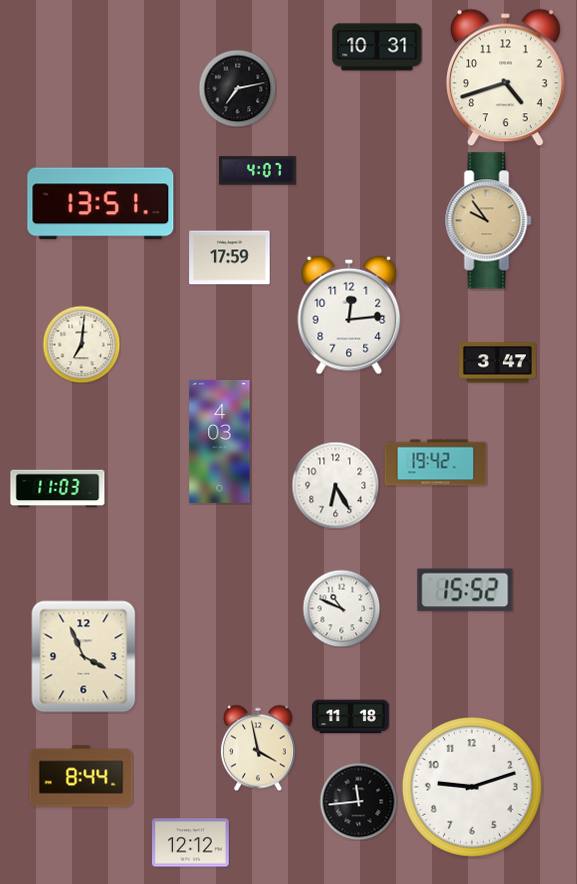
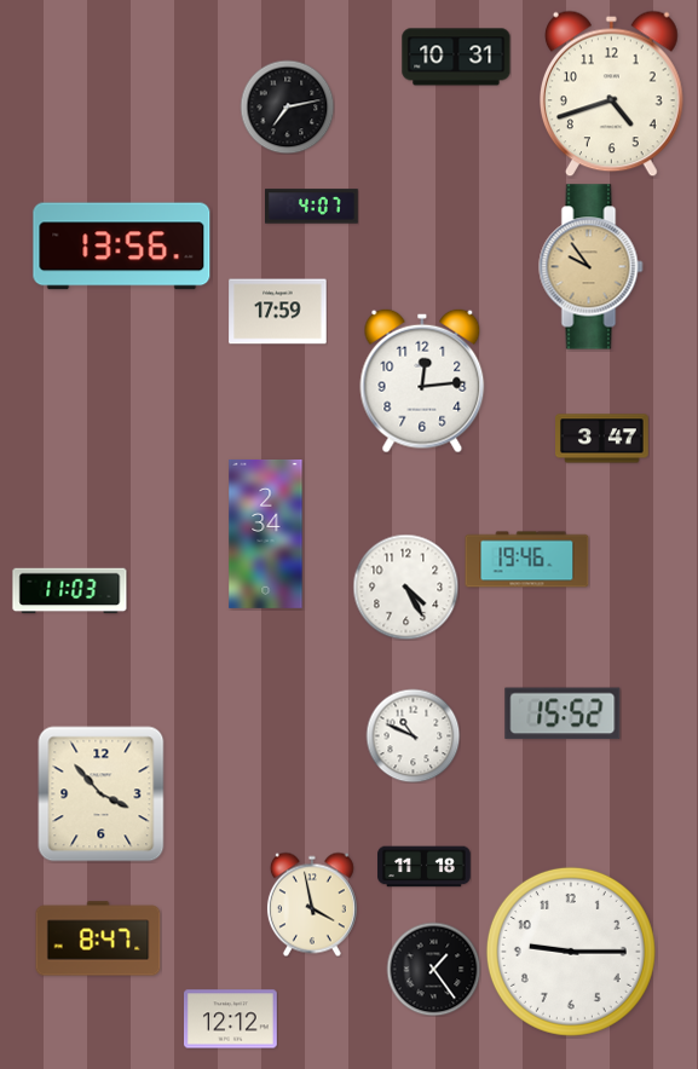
clock at (101, 204): 13:51 -> 13:56
clock at (81, 344): 7:01 -> none
clock at (220, 441): 4:03 -> 2:34
clock at (436, 463): 19:42 -> 19:46
clock at (335, 485): 6:25 -> 4:25
clock at (84, 657): 3:56 -> 3:53
clock at (81, 776): 8:44 -> 8:47
clock at (472, 787): 9:12 -> 9:15
clock at (358, 801): 11:44 -> 1:24
